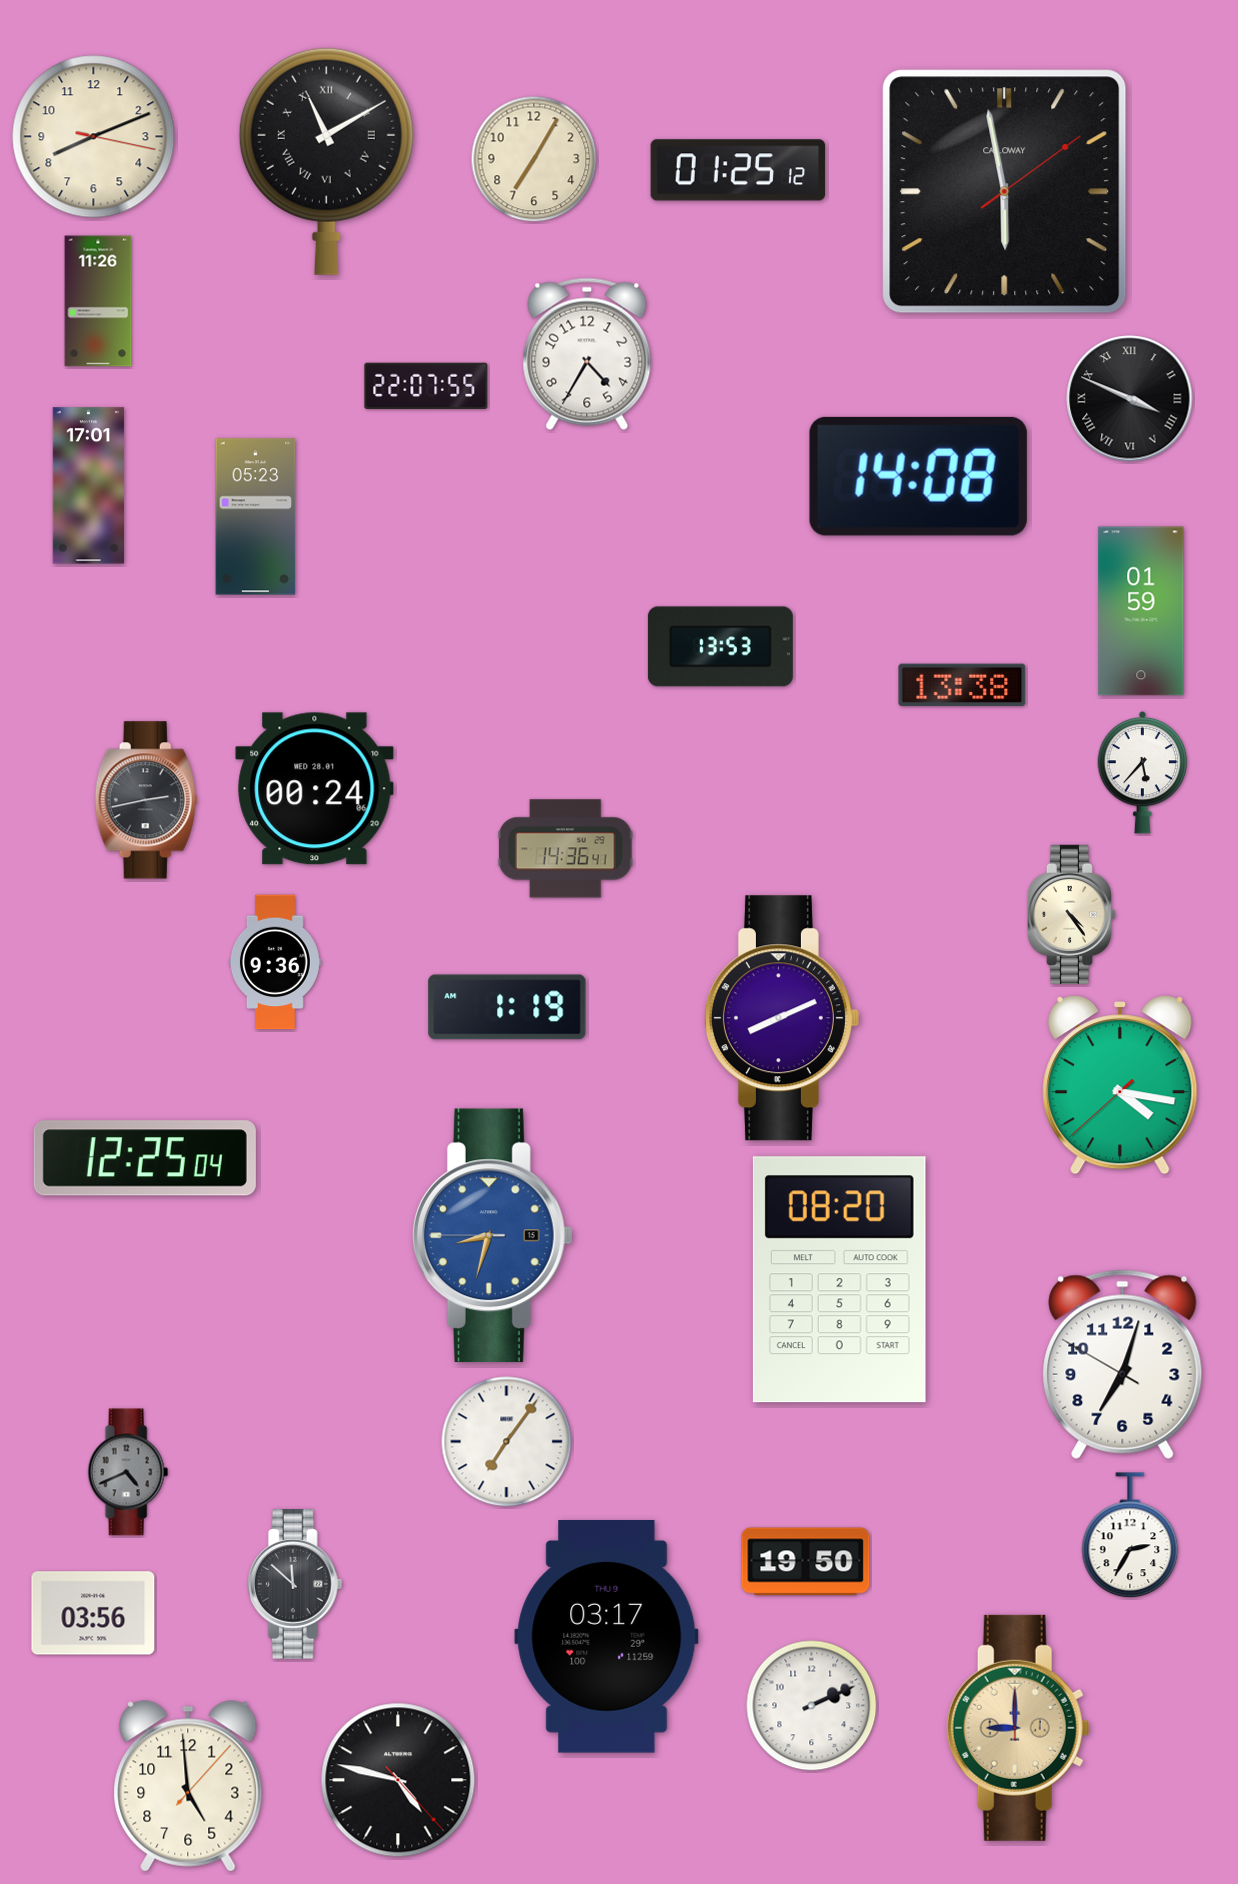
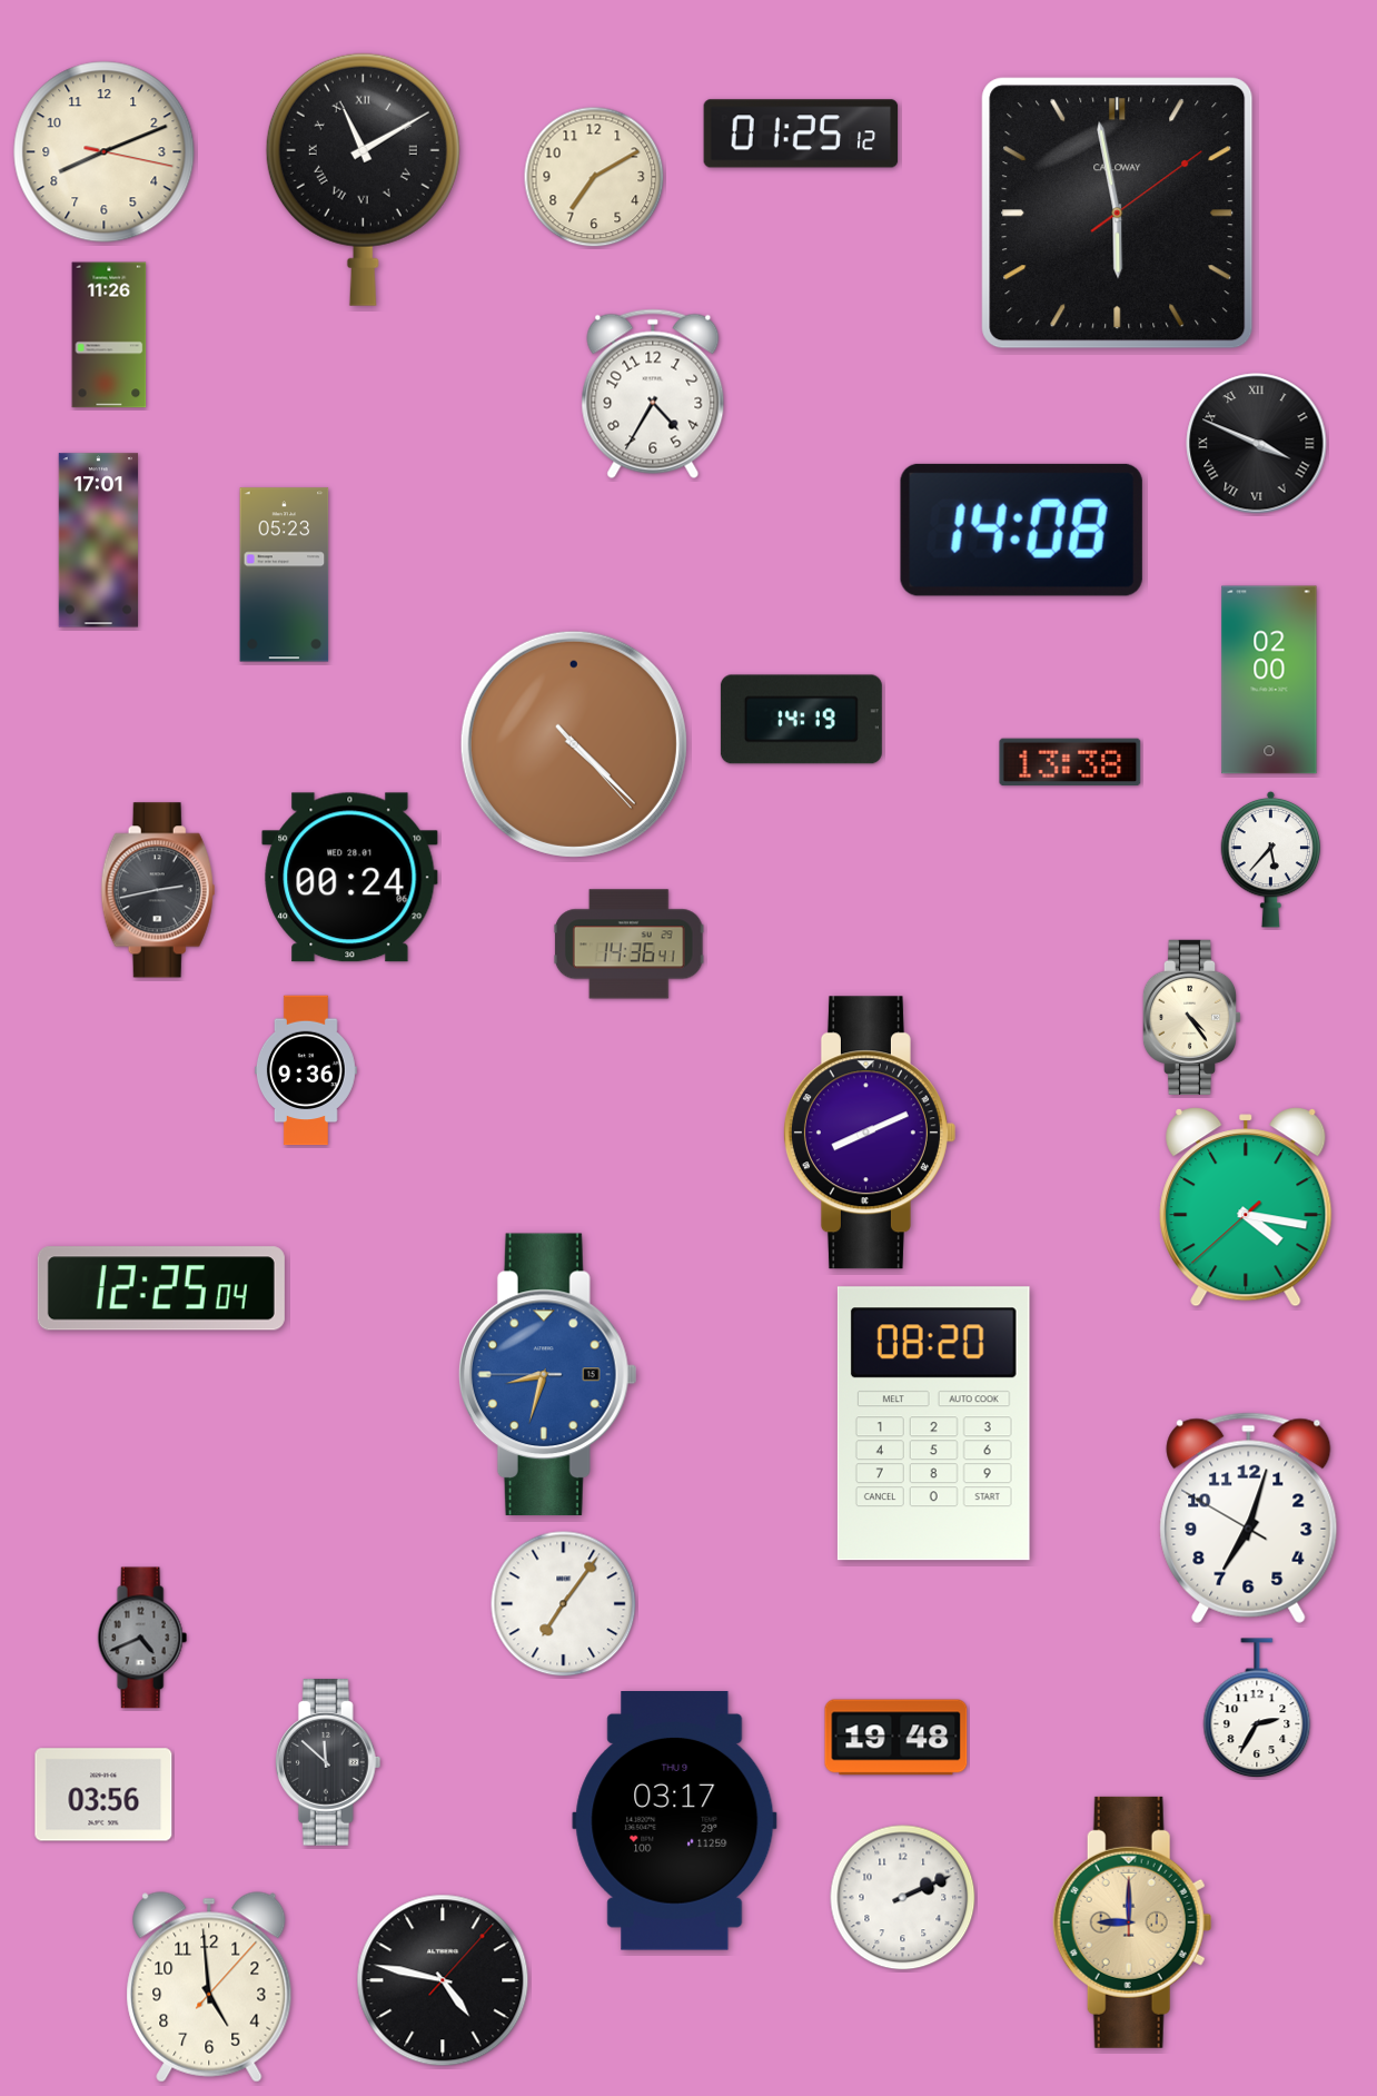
clock at (534, 159): 7:05 -> 7:10
clock at (738, 170) position: (738, 170) -> (801, 134)
clock at (426, 385): 22:07 -> none
clock at (1141, 611): 01:59 -> 02:00
clock at (720, 647): 13:53 -> 14:19
clock at (574, 744): none -> 4:22
clock at (146, 800) position: (146, 800) -> (158, 890)
clock at (507, 1007): 1:19 -> none
clock at (806, 1562): 19:50 -> 19:48
clock at (398, 1780): 4:47:23 -> 4:47:07
